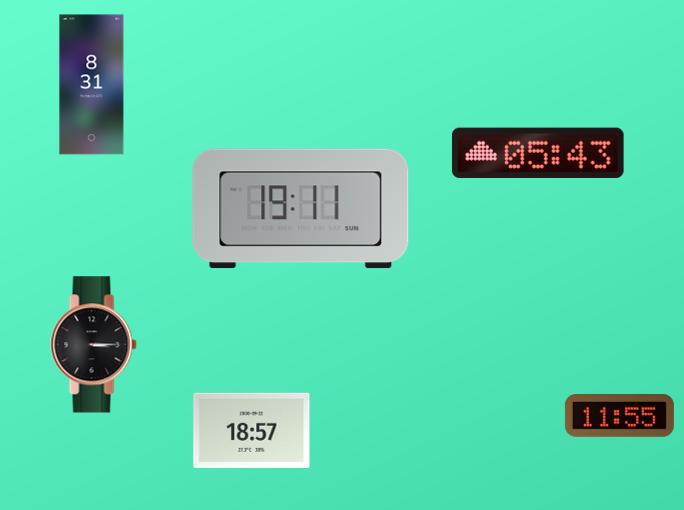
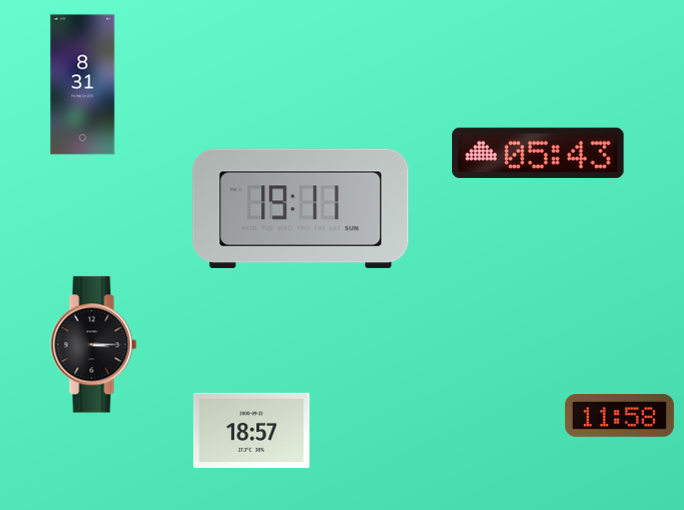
clock at (92, 85) position: (92, 85) -> (83, 85)
clock at (619, 416): 11:55 -> 11:58
